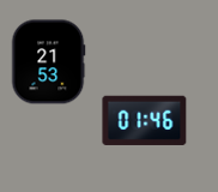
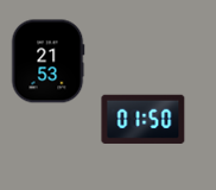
clock at (145, 120): 01:46 -> 01:50
